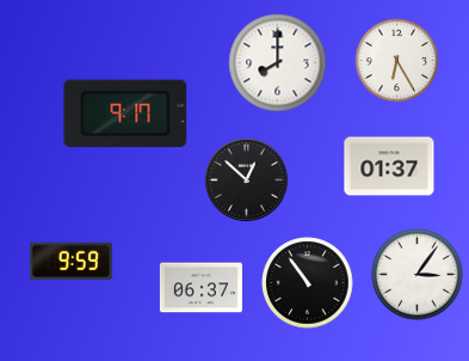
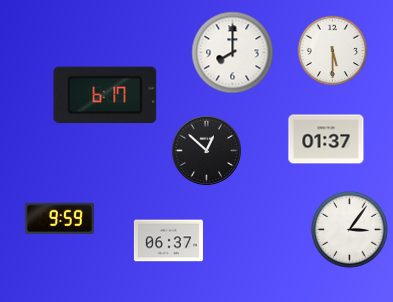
clock at (397, 61): 6:25 -> 5:30
clock at (125, 114): 9:17 -> 6:17
clock at (308, 283): 10:54 -> none
